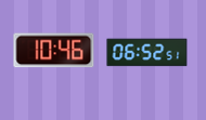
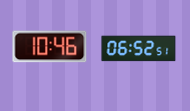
clock at (147, 53) position: (147, 53) -> (139, 49)
